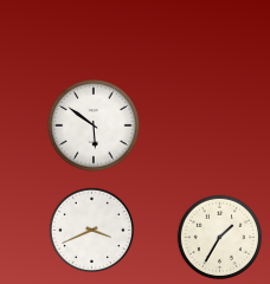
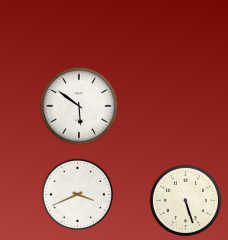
clock at (220, 238): 1:35 -> 5:27
